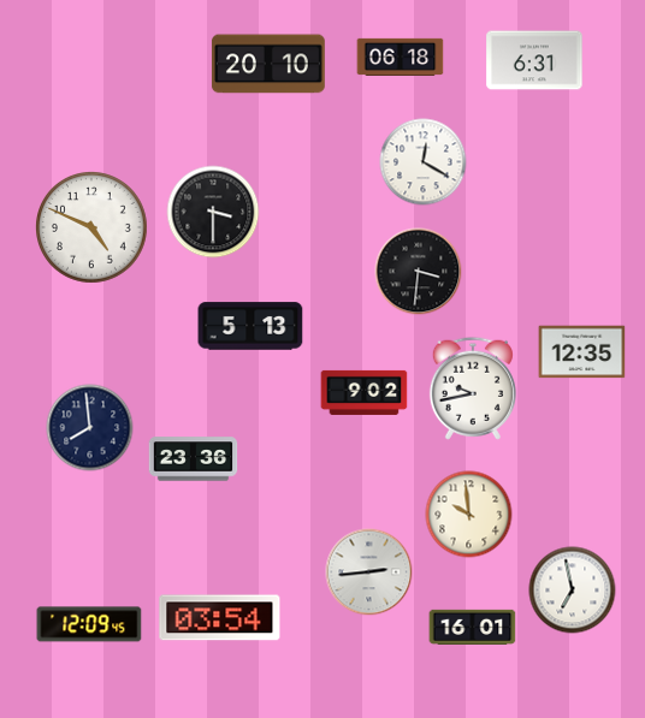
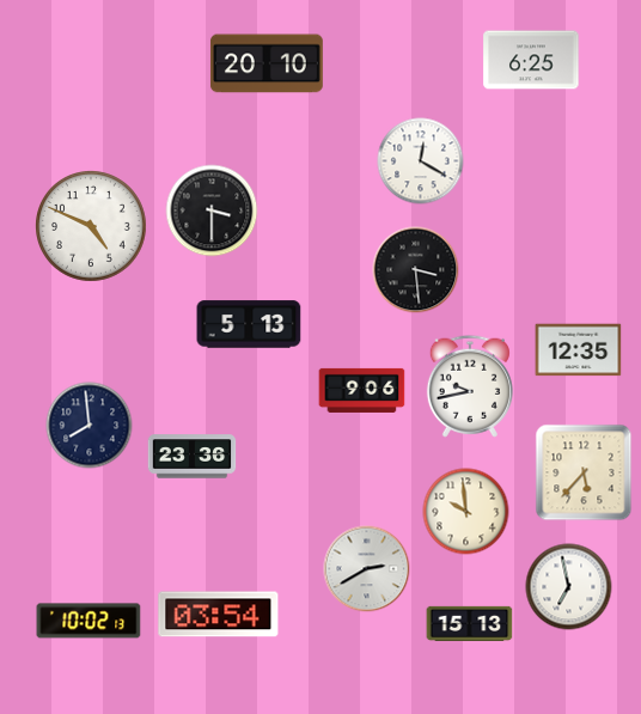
clock at (401, 57): 06:18 -> none
clock at (534, 60): 6:31 -> 6:25
clock at (419, 272): 3:31 -> 3:29
clock at (365, 392): 9:02 -> 9:06
clock at (584, 472): none -> 5:37
clock at (369, 572): 2:44 -> 2:40
clock at (89, 624): 12:09 -> 10:02
clock at (473, 627): 16:01 -> 15:13
